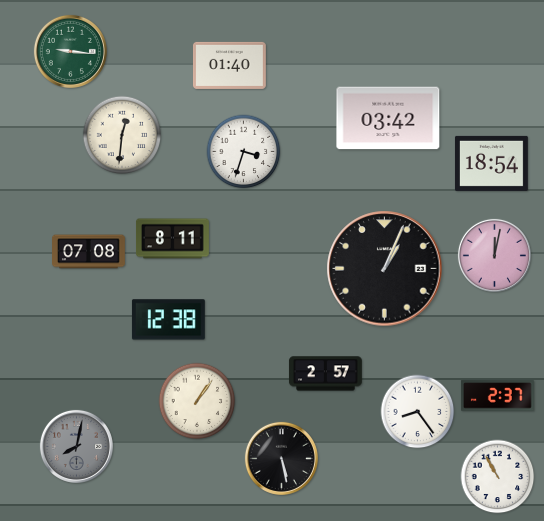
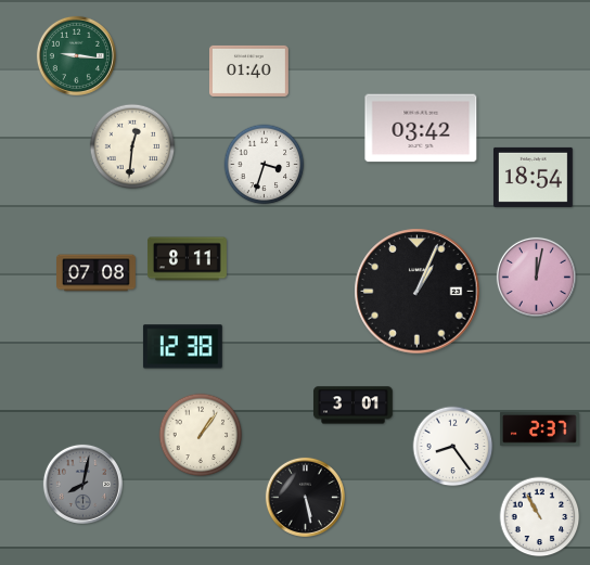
clock at (325, 374): 2:57 -> 3:01
clock at (197, 401) position: (197, 401) -> (201, 435)
